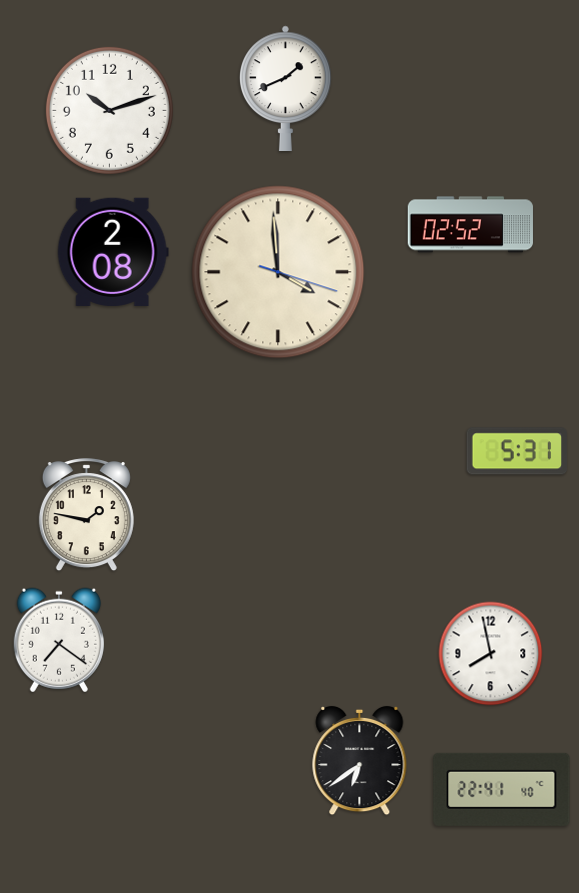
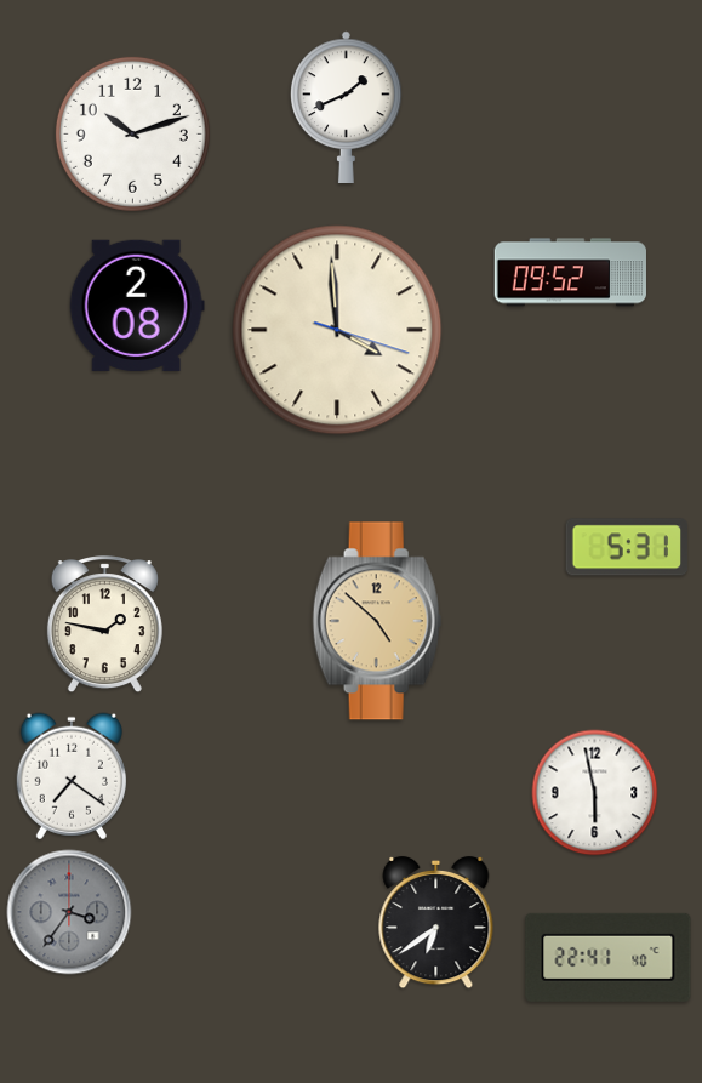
clock at (470, 225): 02:52 -> 09:52
clock at (377, 621): none -> 4:52
clock at (491, 654): 7:58 -> 5:58
clock at (69, 912): none -> 3:36
